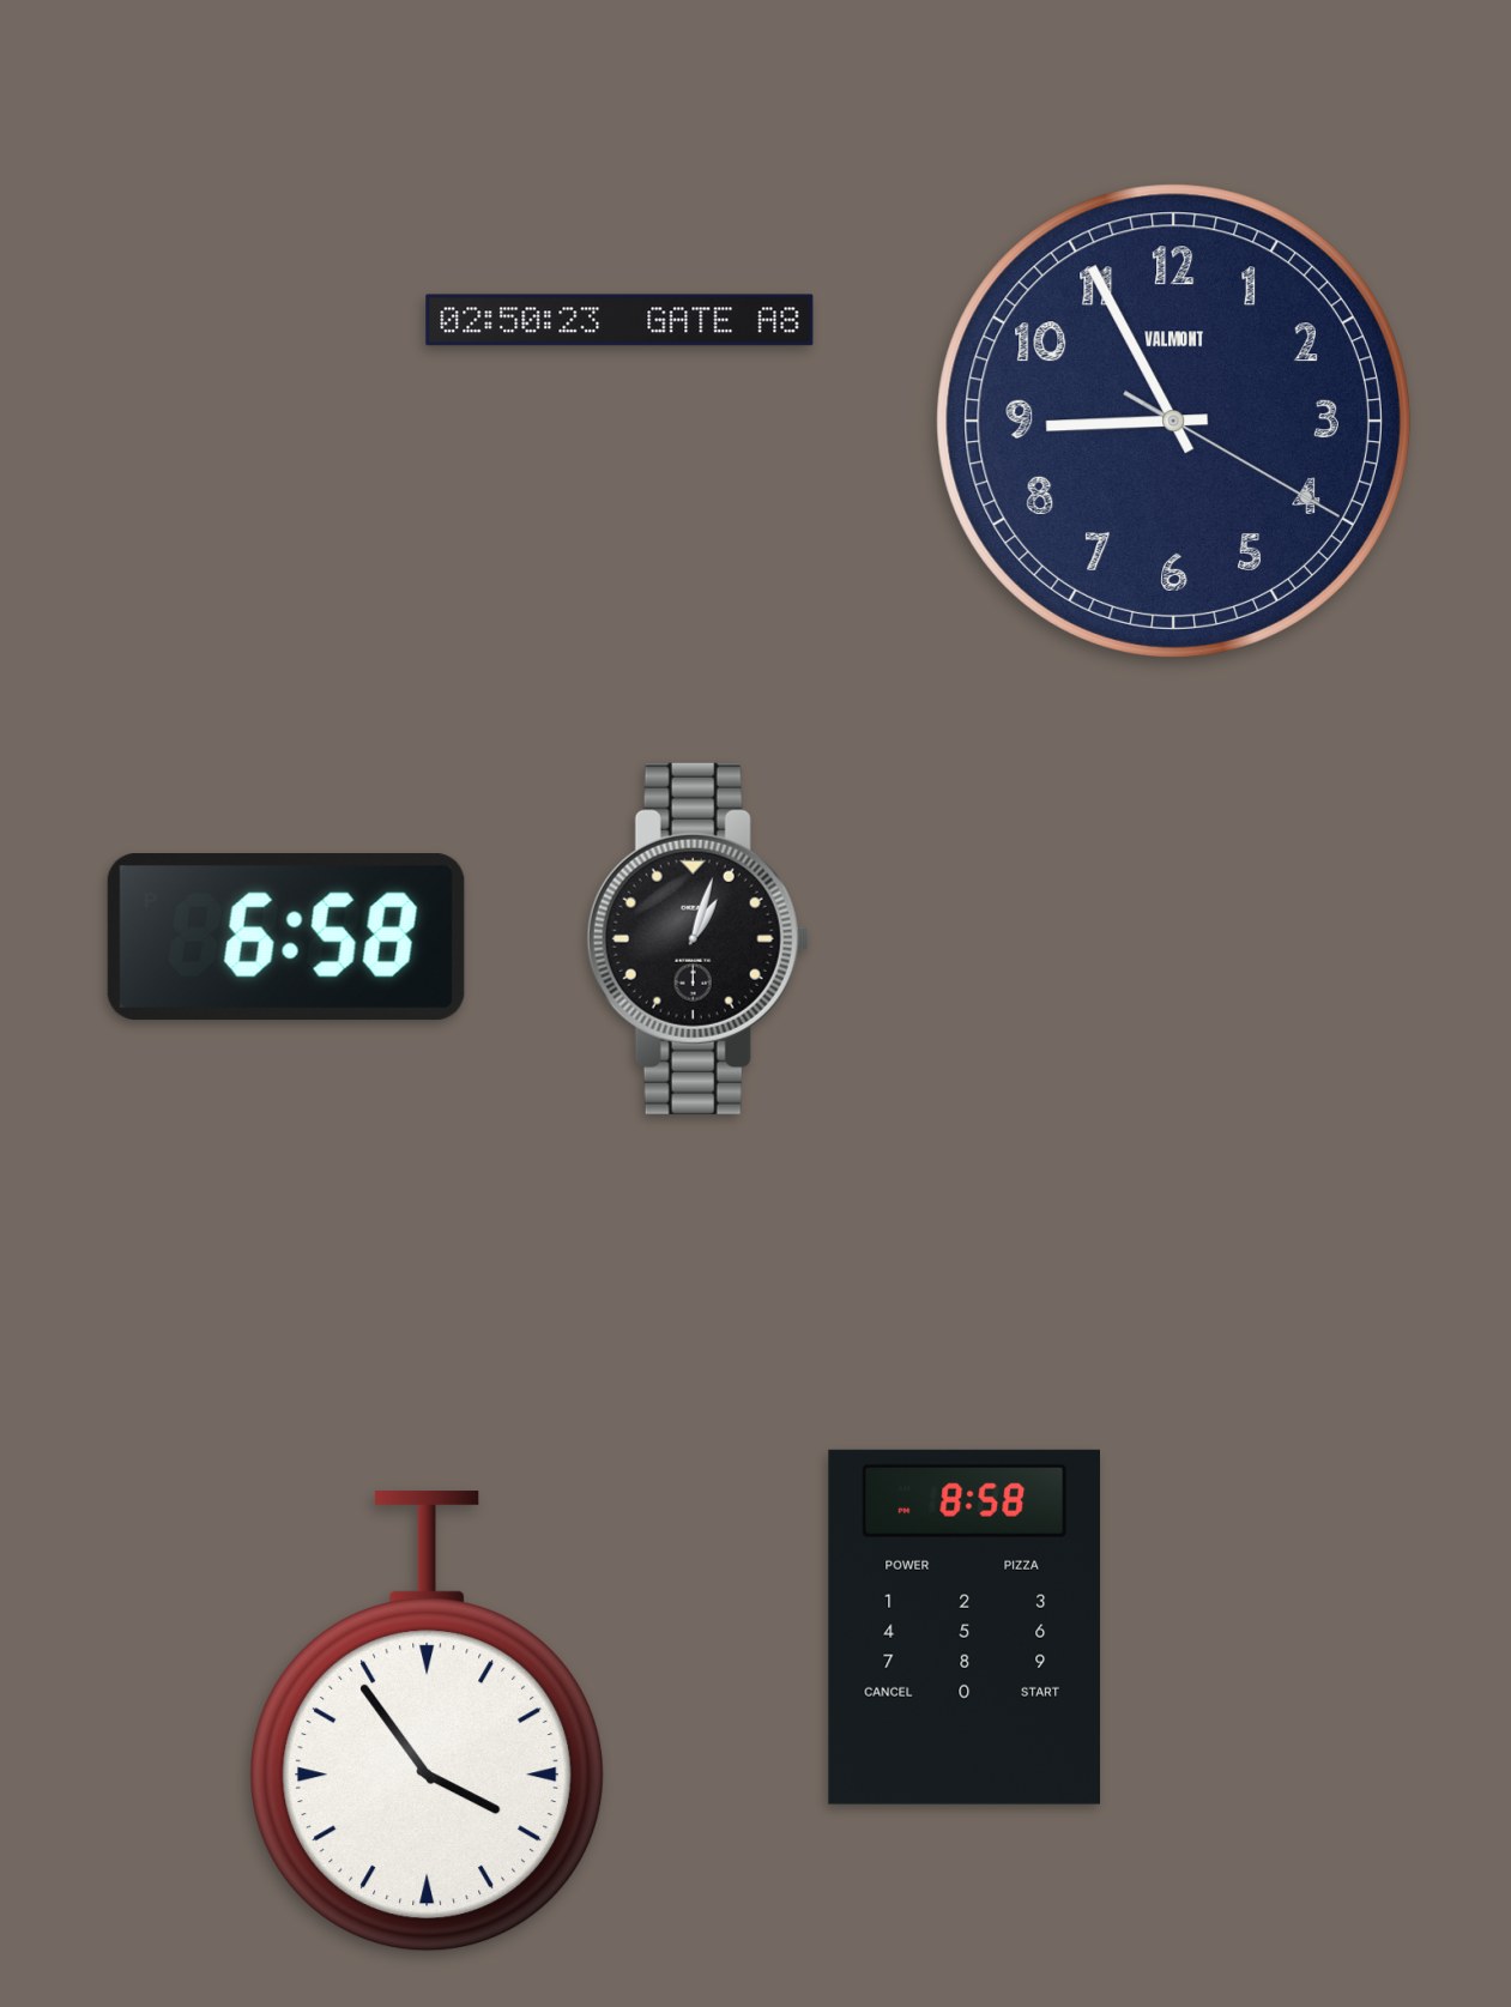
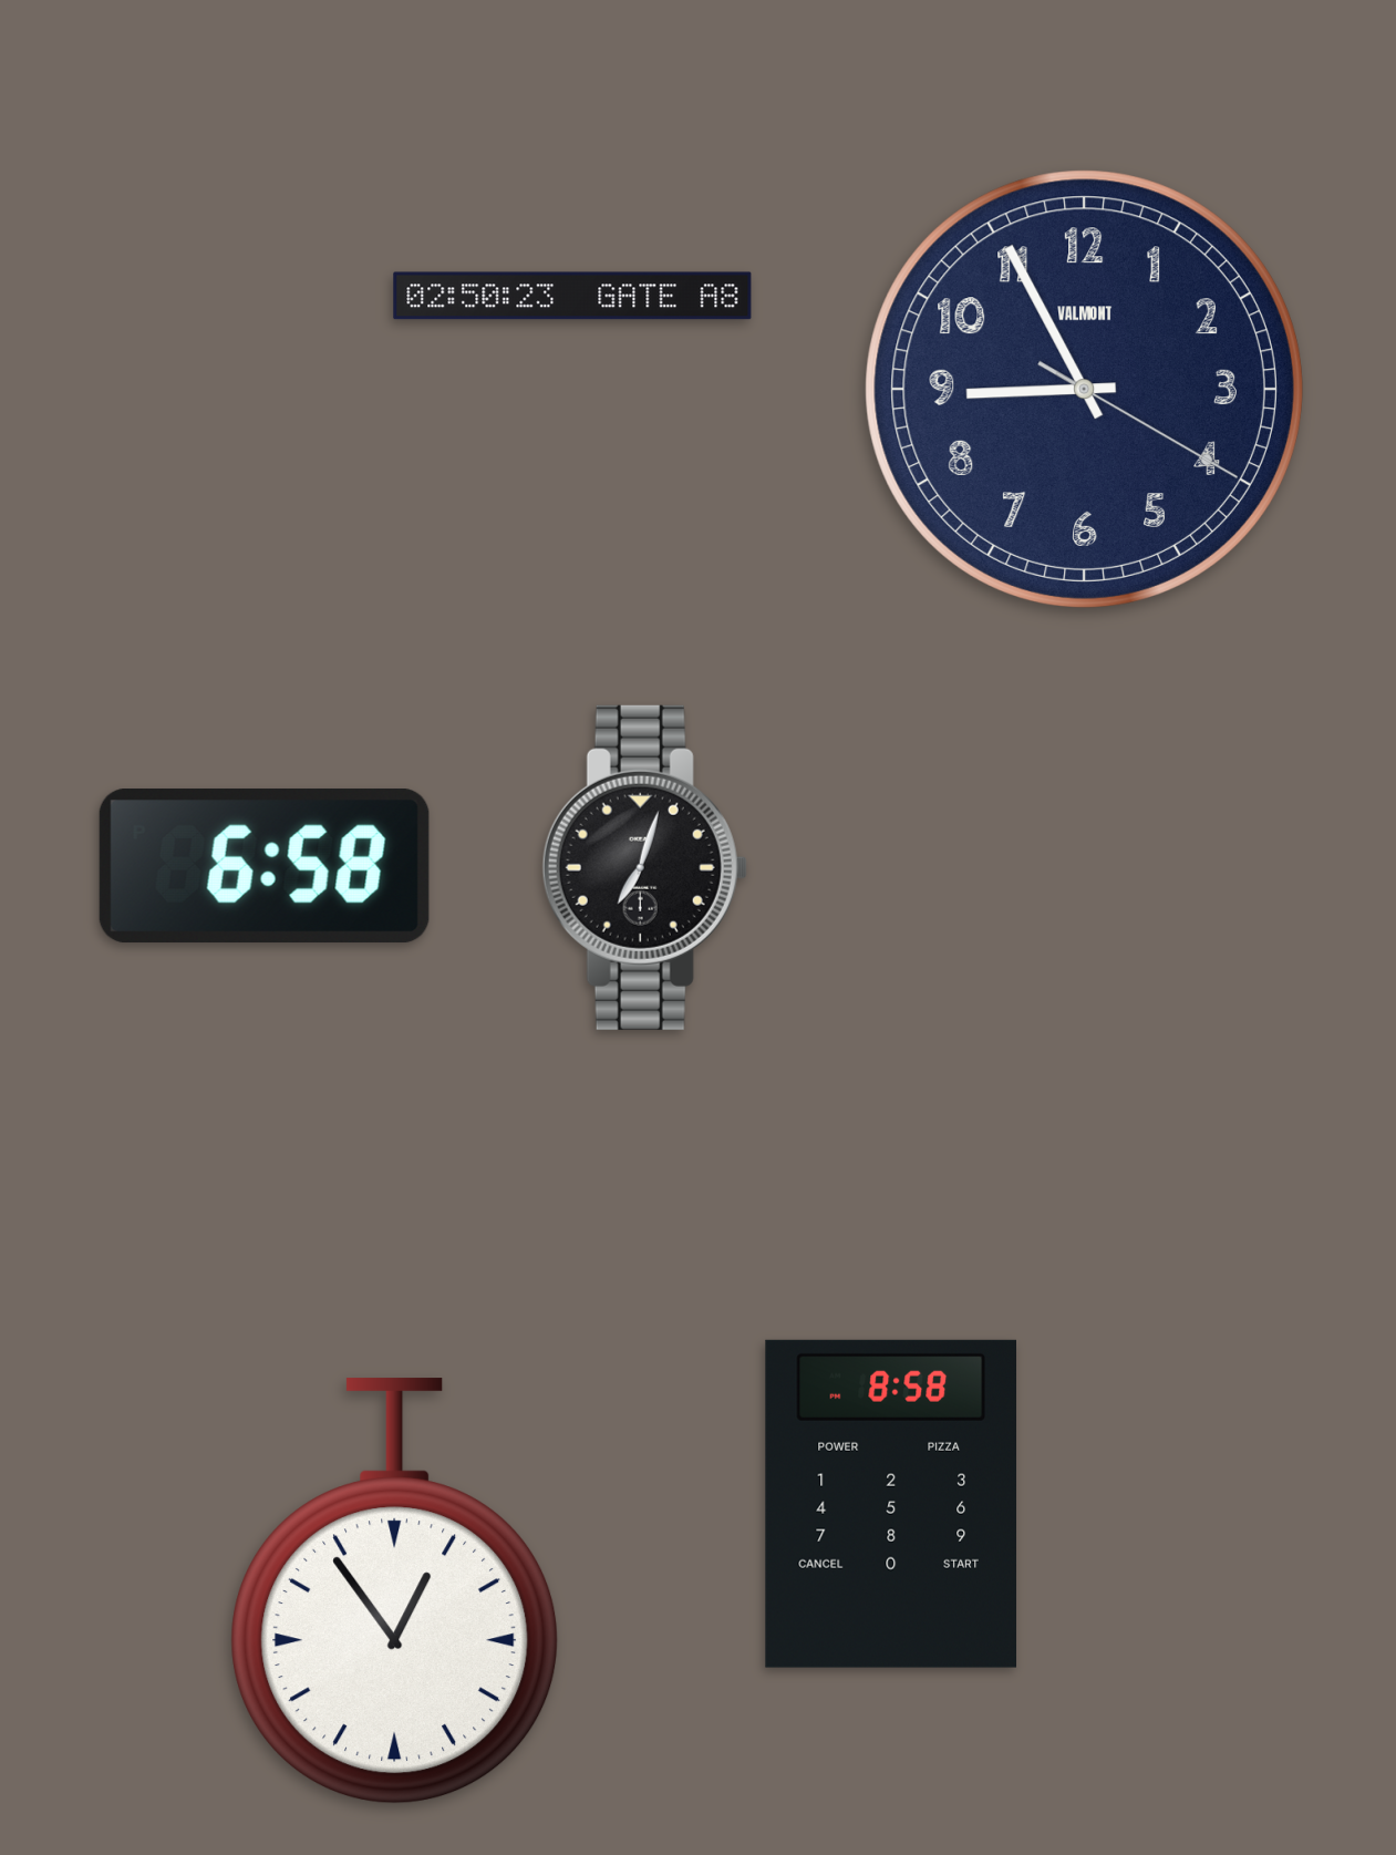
clock at (697, 938): 1:03 -> 7:03
clock at (428, 1722): 3:54 -> 12:54
